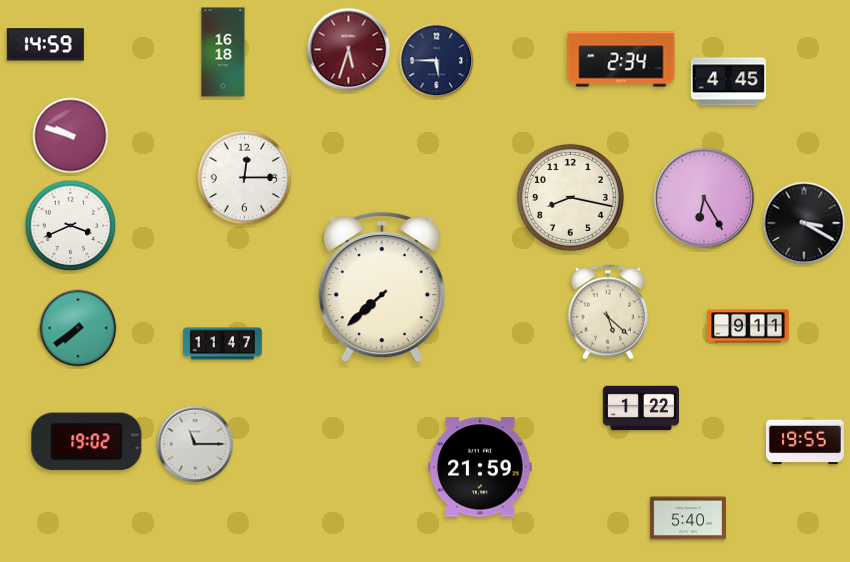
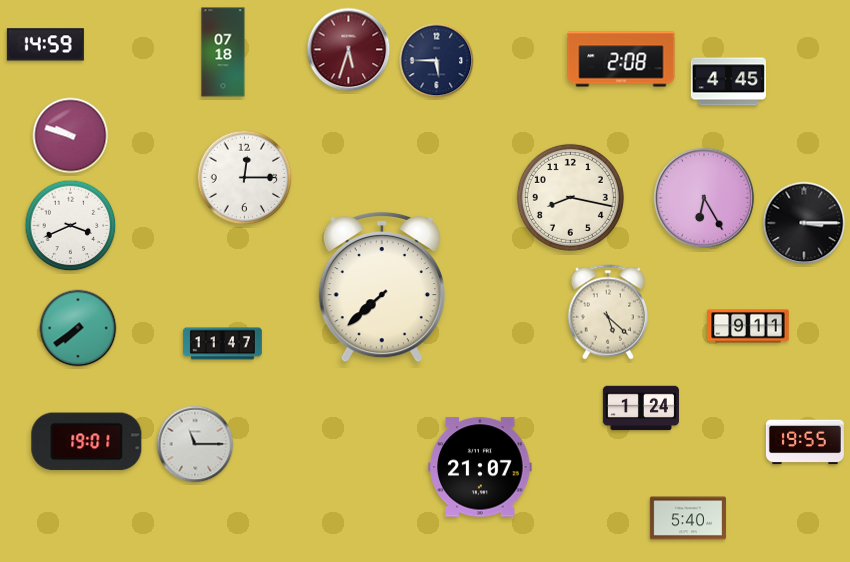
clock at (223, 52): 16:18 -> 07:18
clock at (621, 59): 2:34 -> 2:08
clock at (804, 223): 3:20 -> 3:15
clock at (641, 408): 1:22 -> 1:24
clock at (87, 442): 19:02 -> 19:01
clock at (480, 467): 21:59 -> 21:07
